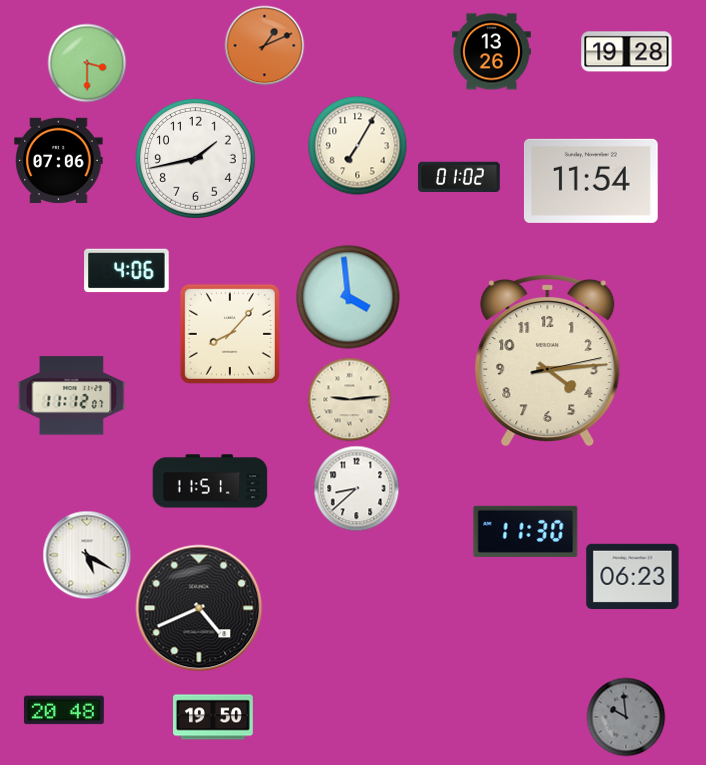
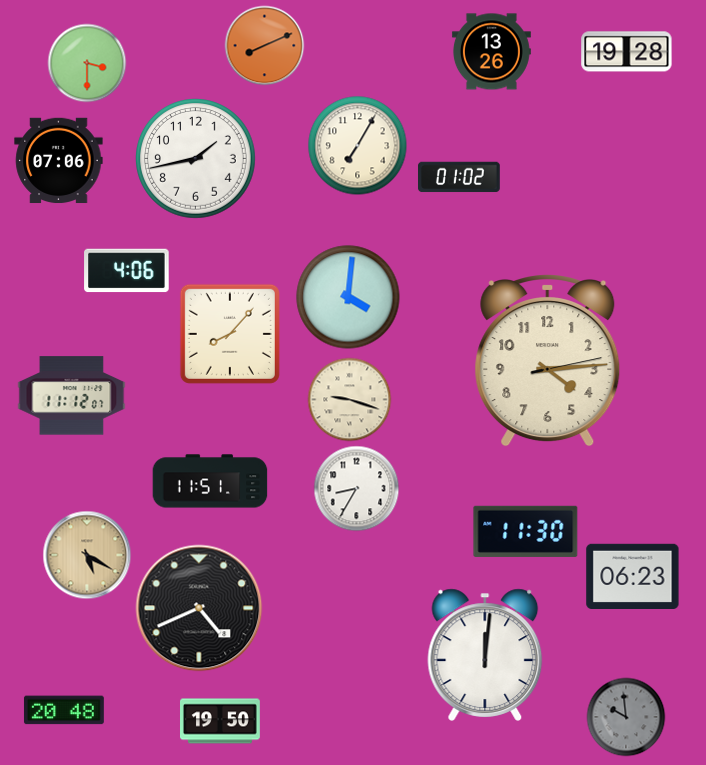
clock at (264, 45): 1:11 -> 8:11
clock at (591, 181): 11:54 -> none
clock at (348, 297): 3:59 -> 4:01
clock at (349, 399): 9:14 -> 9:18
clock at (356, 488): 8:38 -> 8:35
clock at (87, 555) dial: white -> champagne
clock at (485, 655): none -> 12:01
clock at (214, 717) position: (214, 717) -> (221, 721)
